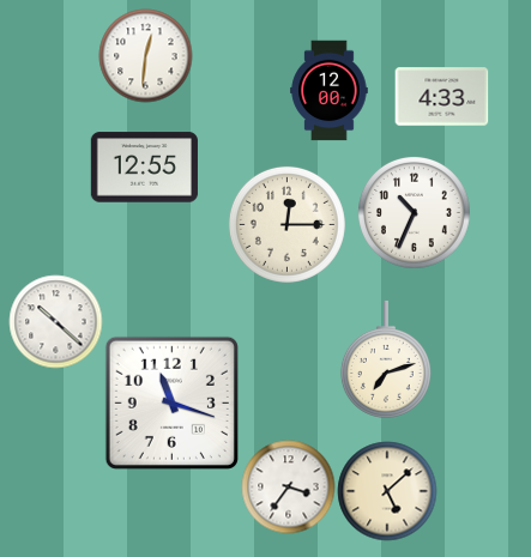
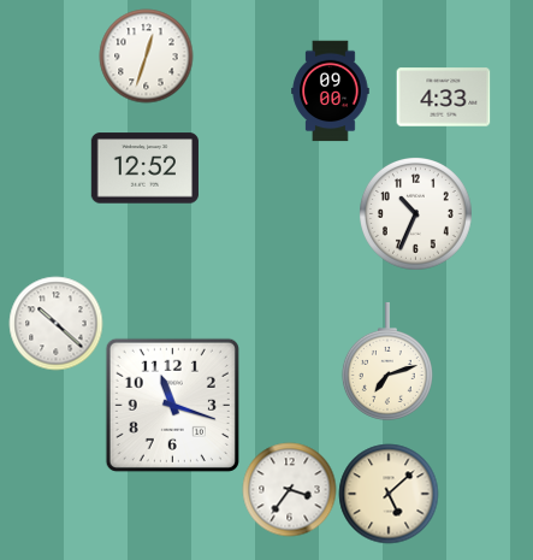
clock at (145, 55): 12:31 -> 12:33
clock at (330, 90): 12:00 -> 09:00
clock at (144, 168): 12:55 -> 12:52
clock at (286, 224): 12:15 -> none
